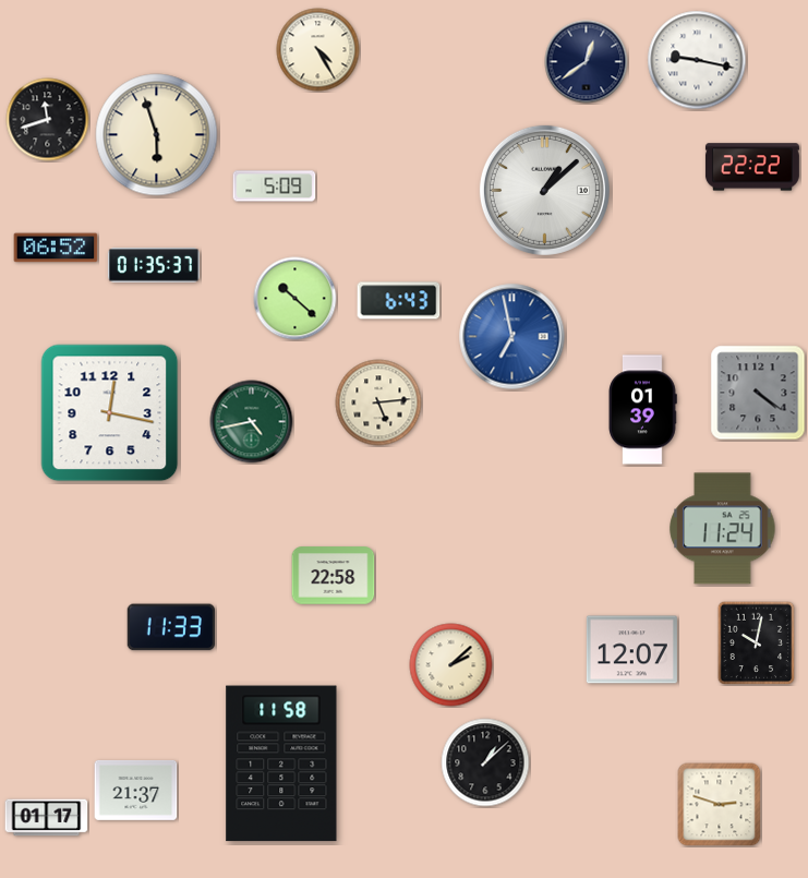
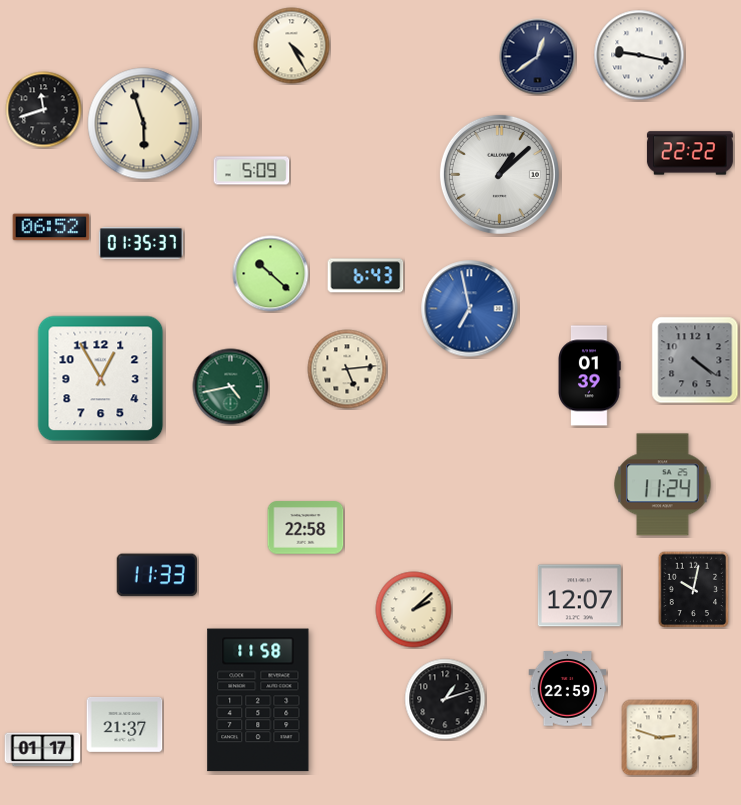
clock at (110, 413): 12:17 -> 12:55
clock at (568, 689): none -> 22:59
clock at (485, 762): 1:08 -> 1:12
